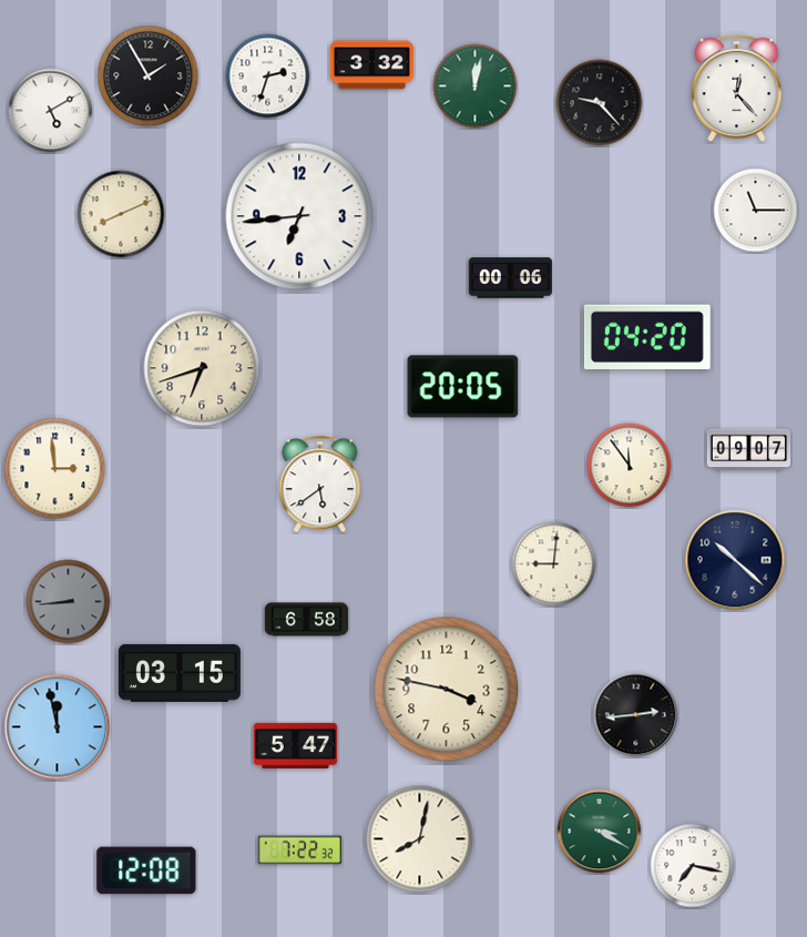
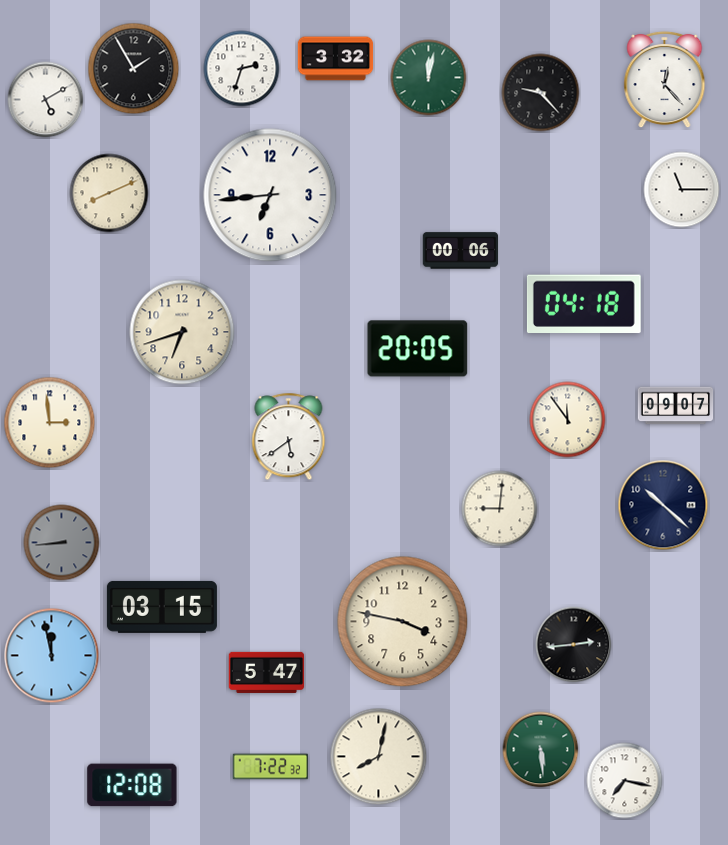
clock at (647, 337): 04:20 -> 04:18
clock at (307, 620): 6:58 -> none
clock at (600, 832): 3:20 -> 5:29
